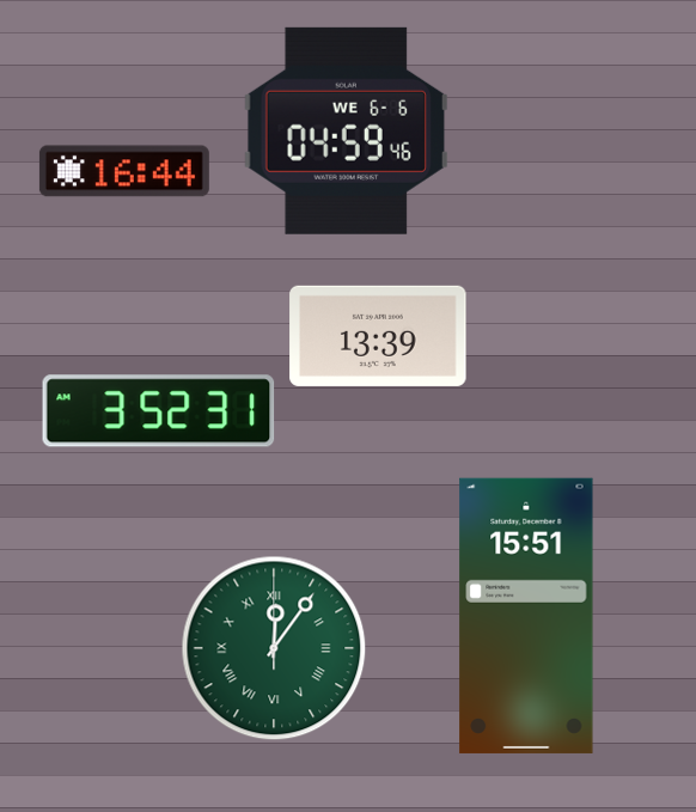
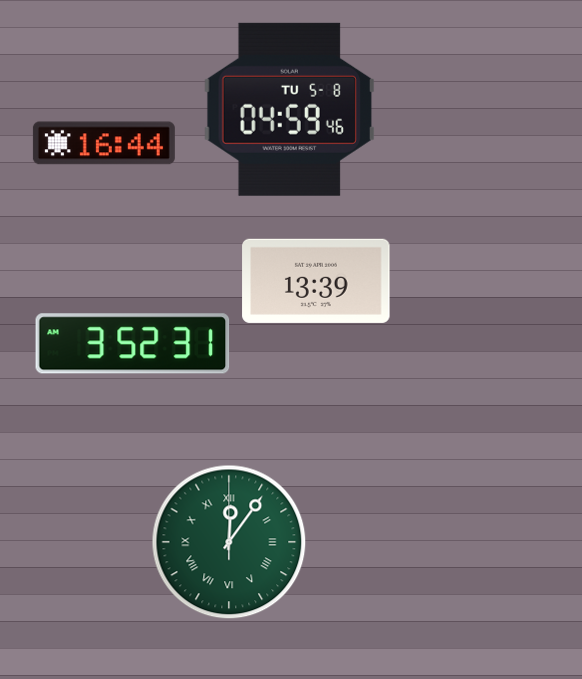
clock at (346, 130) date: WE 6-6 -> TU 5-8
clock at (526, 616): 15:51 -> none
